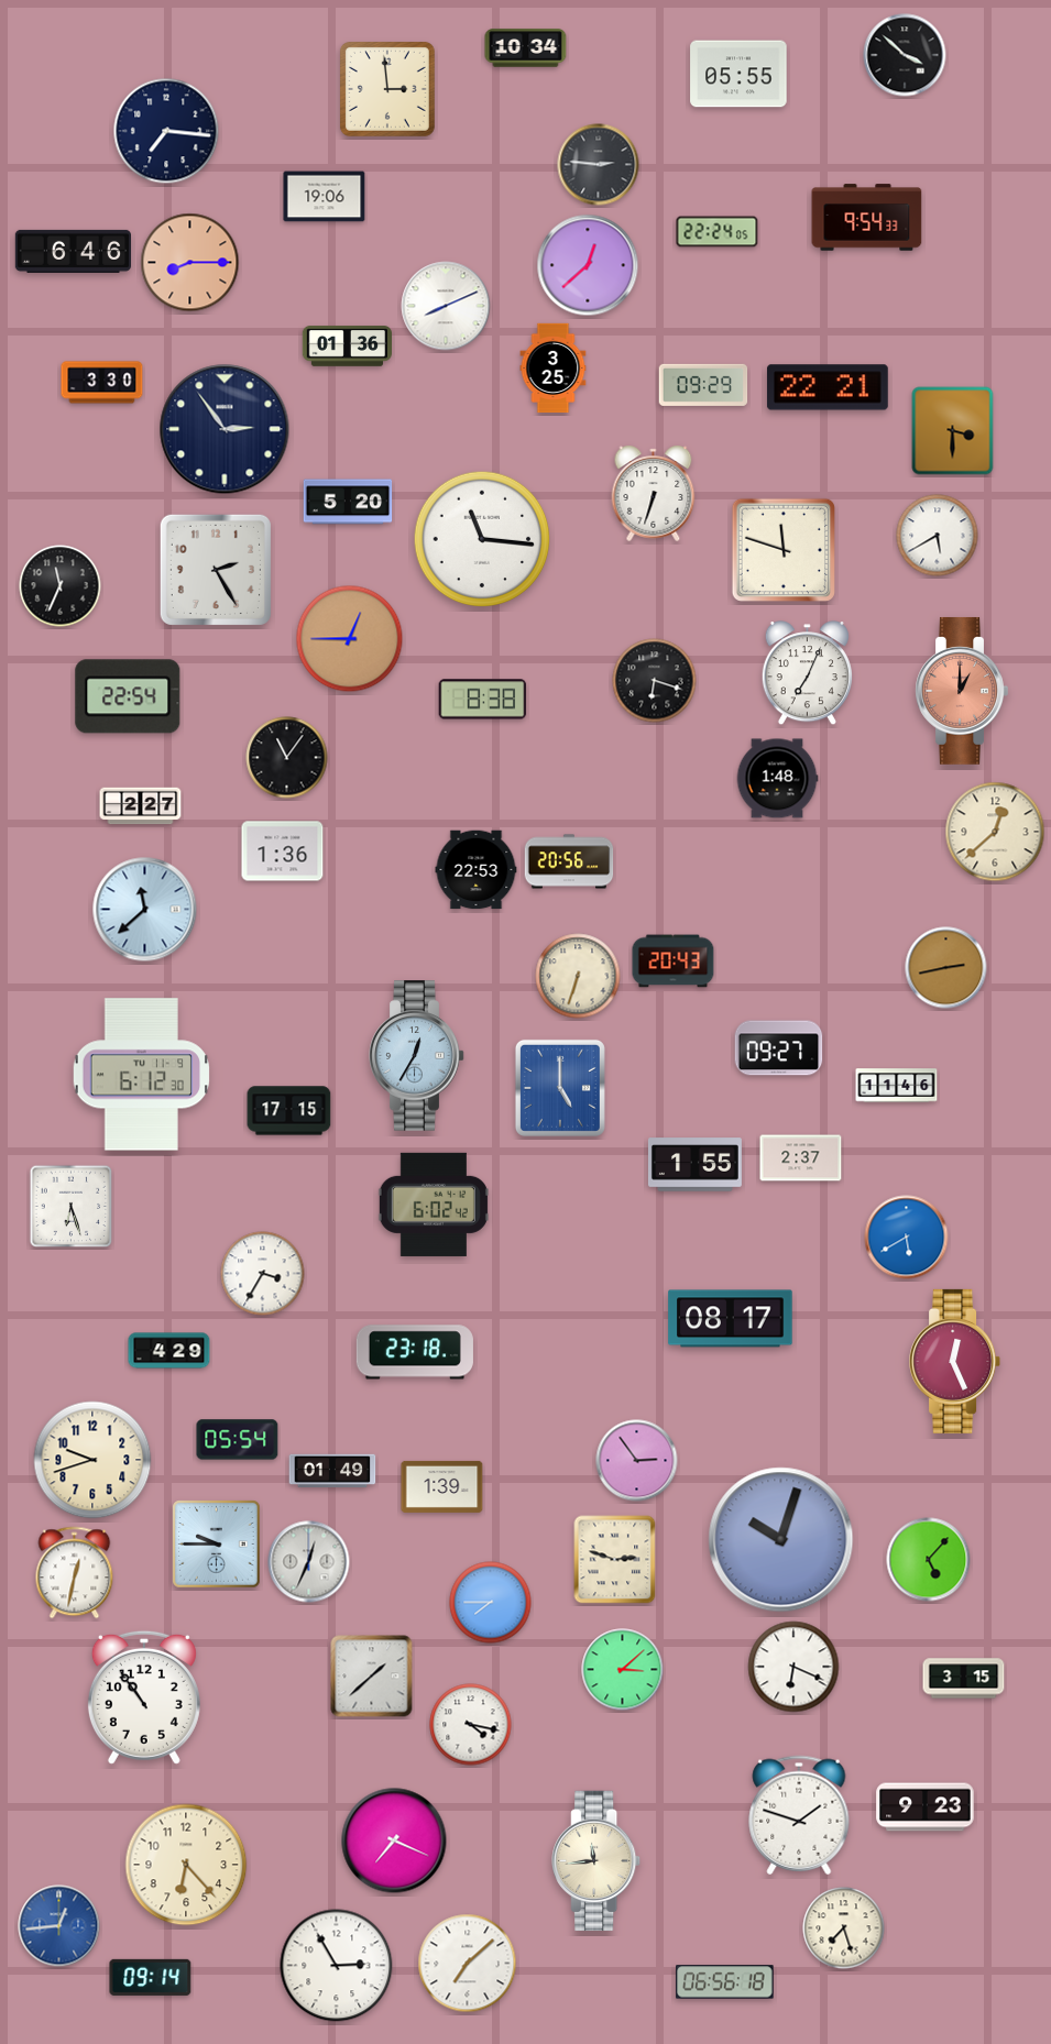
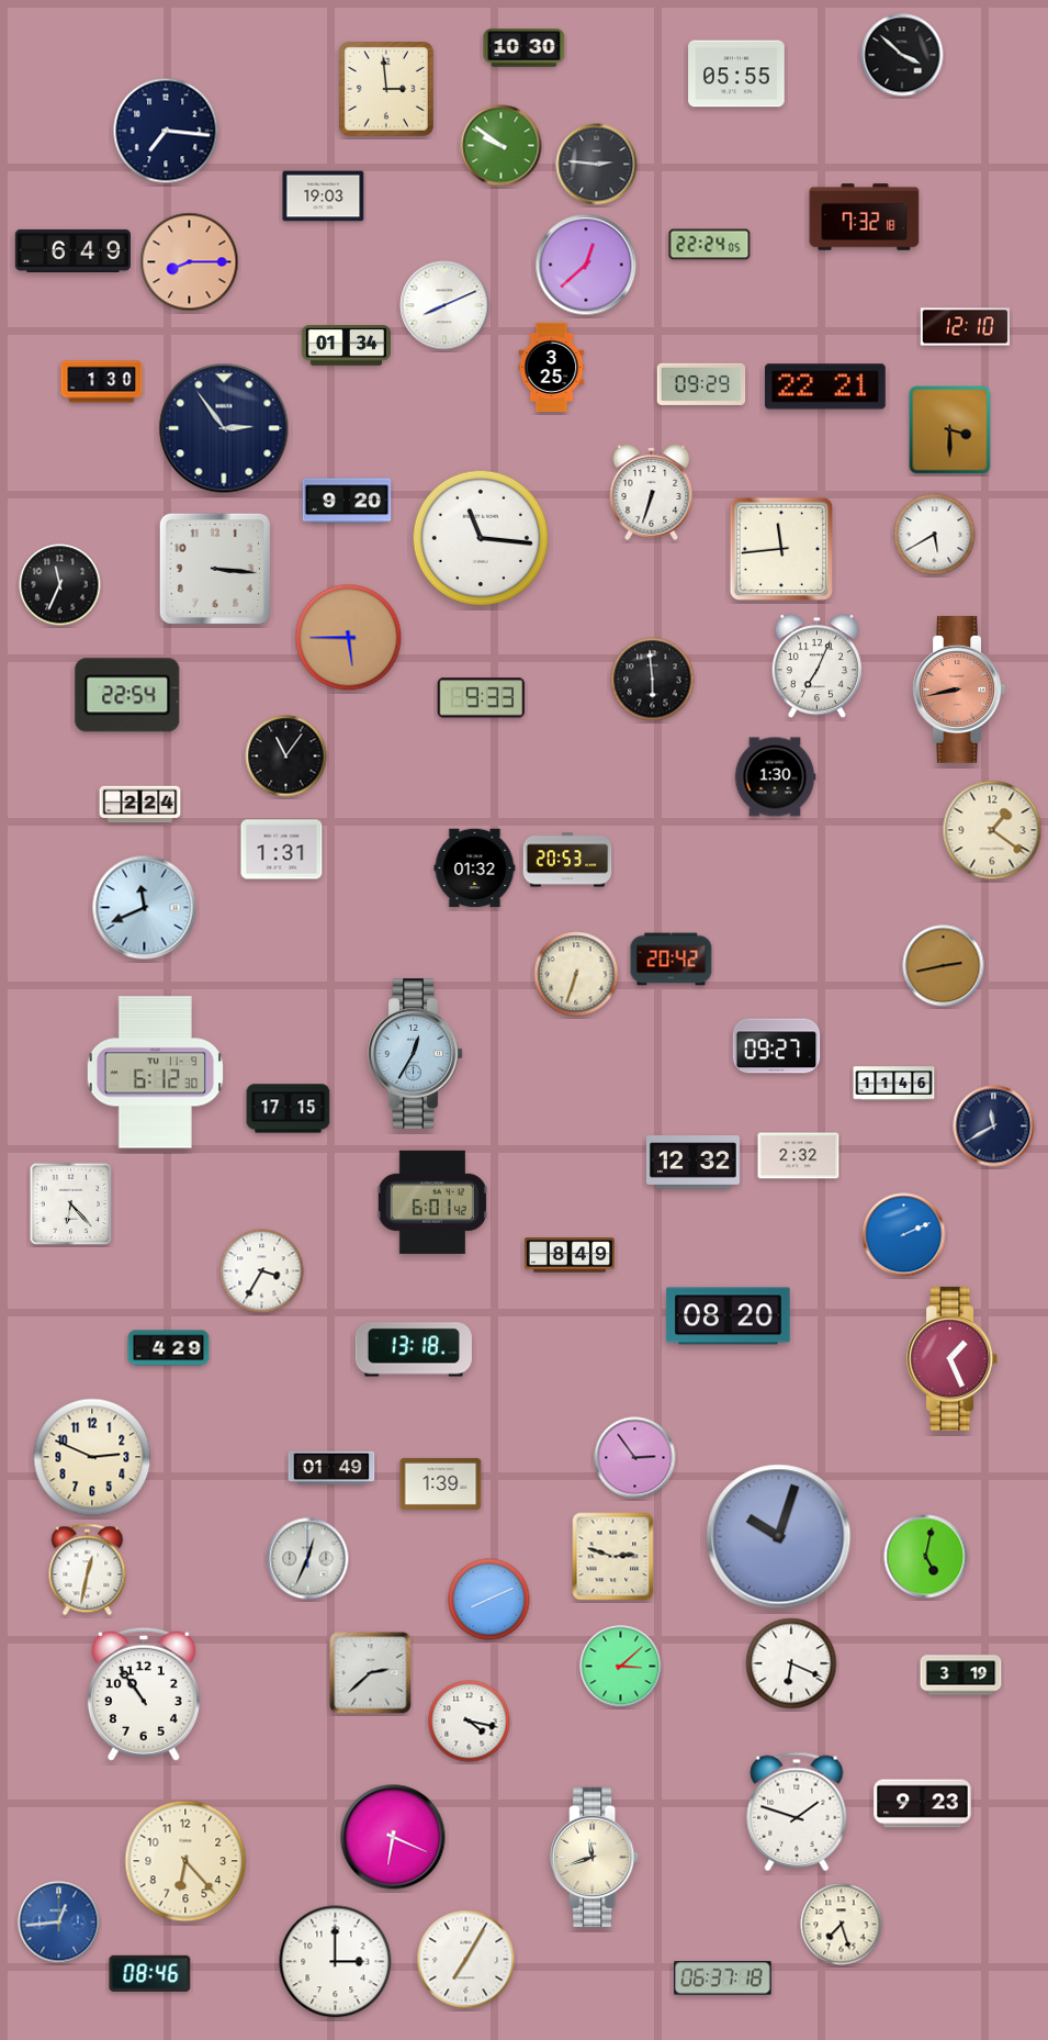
clock at (526, 48): 10:34 -> 10:30
clock at (502, 146): none -> 9:51
clock at (325, 197): 19:06 -> 19:03
clock at (867, 218): 9:54 -> 7:32
clock at (718, 232) position: (718, 232) -> (710, 245)
clock at (73, 251): 6:46 -> 6:49
clock at (965, 327): none -> 12:10
clock at (347, 347): 01:36 -> 01:34
clock at (102, 383): 3:30 -> 1:30
clock at (348, 502): 5:20 -> 9:20
clock at (784, 550): 11:48 -> 11:44
clock at (216, 570): 2:25 -> 3:16
clock at (350, 639): 12:45 -> 5:45
clock at (807, 673) position: (807, 673) -> (816, 666)
clock at (655, 681): 6:18 -> 5:59
clock at (962, 691): 1:00 -> 8:43
clock at (483, 700): 8:38 -> 9:33
clock at (777, 779): 1:48 -> 1:30
clock at (141, 806): 2:27 -> 2:24
clock at (995, 832): 12:38 -> 1:21
clock at (283, 851): 1:36 -> 1:31
clock at (569, 861): 20:56 -> 20:53
clock at (477, 870): 22:53 -> 01:32
clock at (145, 910): 11:38 -> 11:41
clock at (674, 961): 20:43 -> 20:42
clock at (142, 1075) position: (142, 1075) -> (156, 1073)
clock at (560, 1088): 5:00 -> none
clock at (994, 1127): none -> 11:40
clock at (801, 1158): 2:37 -> 2:32
clock at (694, 1165): 1:55 -> 12:32
clock at (434, 1205): 6:02 -> 6:01
clock at (72, 1207): 6:27 -> 6:23
clock at (907, 1238): 5:40 -> 2:11
clock at (568, 1255): none -> 8:49
clock at (731, 1319): 08:17 -> 08:20
clock at (415, 1352): 23:18 -> 13:18
clock at (955, 1361): 12:26 -> 1:26
clock at (238, 1440): 05:54 -> none
clock at (92, 1460): 9:42 -> 2:49
clock at (217, 1545): 9:45 -> none
clock at (929, 1560): 5:07 -> 5:02
clock at (75, 1573) position: (75, 1573) -> (88, 1570)
clock at (491, 1603): 7:45 -> 8:11
clock at (372, 1677): 1:38 -> 2:38
clock at (964, 1679): 3:15 -> 3:19
clock at (394, 1840): 7:19 -> 6:19
clock at (596, 1861): 11:44 -> 11:42
clock at (468, 1964): 7:08 -> 7:05
clock at (337, 1966): 2:55 -> 3:00
clock at (151, 1977): 09:14 -> 08:46
clock at (725, 1982): 06:56 -> 06:37
